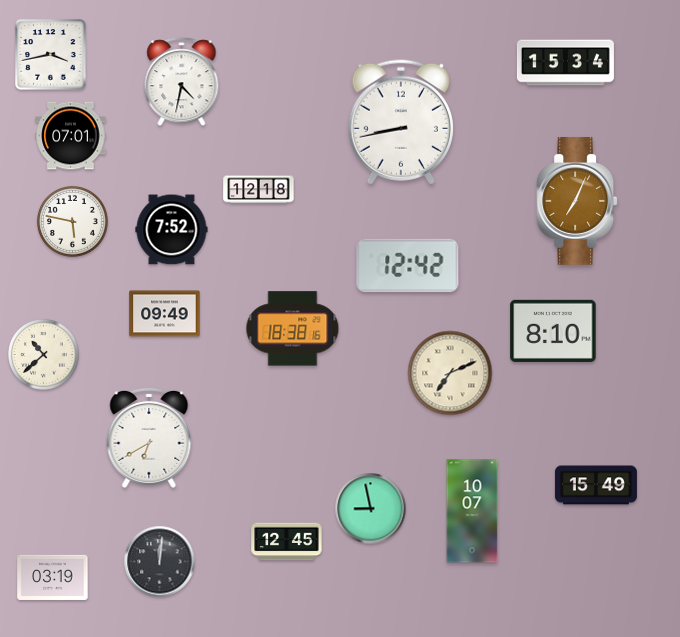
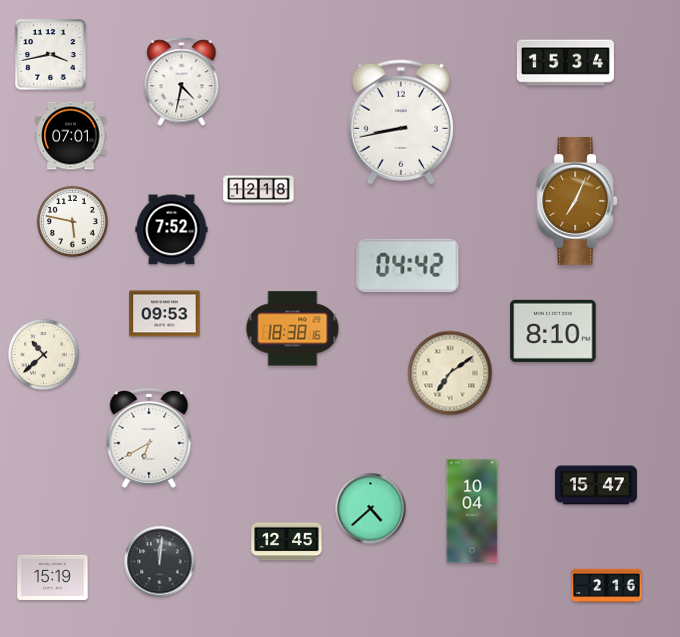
clock at (408, 266): 12:42 -> 04:42
clock at (165, 314): 09:49 -> 09:53
clock at (450, 373): 7:11 -> 7:09
clock at (596, 485): 15:49 -> 15:47
clock at (371, 509): 8:58 -> 4:38
clock at (472, 511): 10:07 -> 10:04
clock at (53, 577): 03:19 -> 15:19
clock at (607, 586): none -> 2:16
